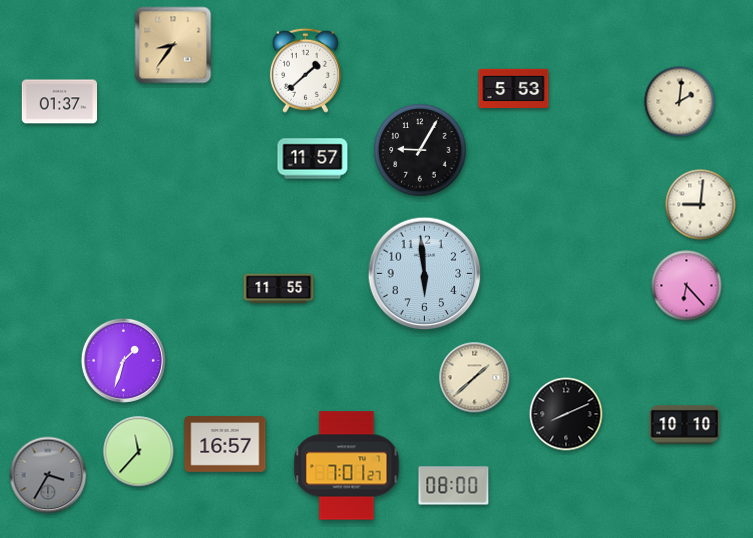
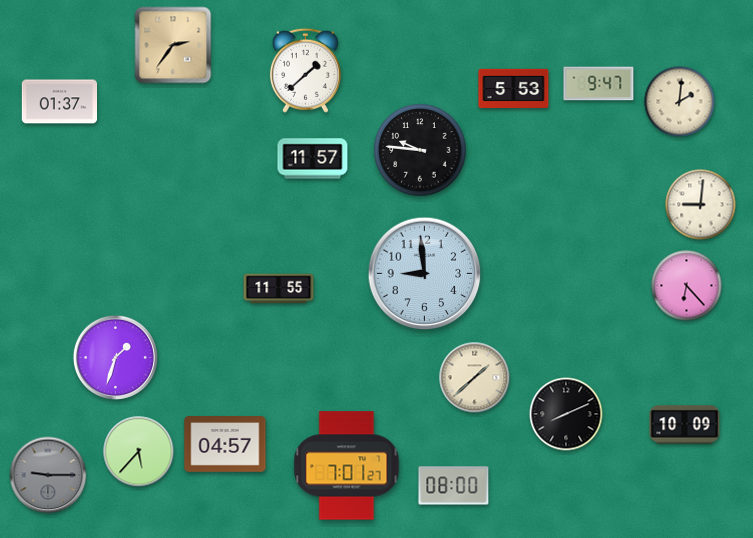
clock at (173, 45): 8:36 -> 2:36
clock at (599, 84): none -> 9:47
clock at (420, 150): 9:05 -> 9:46
clock at (425, 274): 5:59 -> 8:59
clock at (123, 360) position: (123, 360) -> (115, 357)
clock at (685, 425): 10:10 -> 10:09
clock at (225, 445): 16:57 -> 04:57
clock at (139, 452): 11:37 -> 5:37
clock at (48, 475): 3:35 -> 9:15
